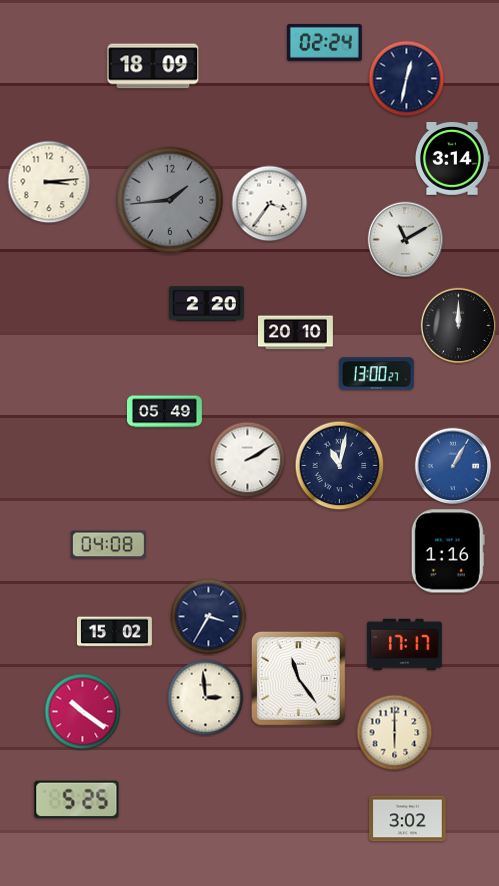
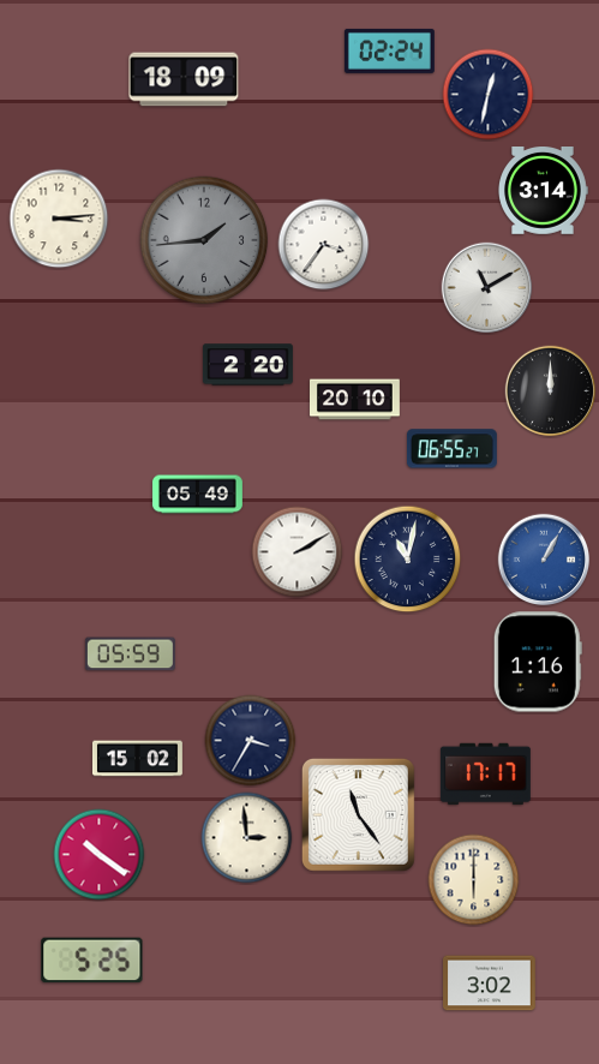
clock at (376, 374): 13:00 -> 06:55
clock at (108, 545): 04:08 -> 05:59
